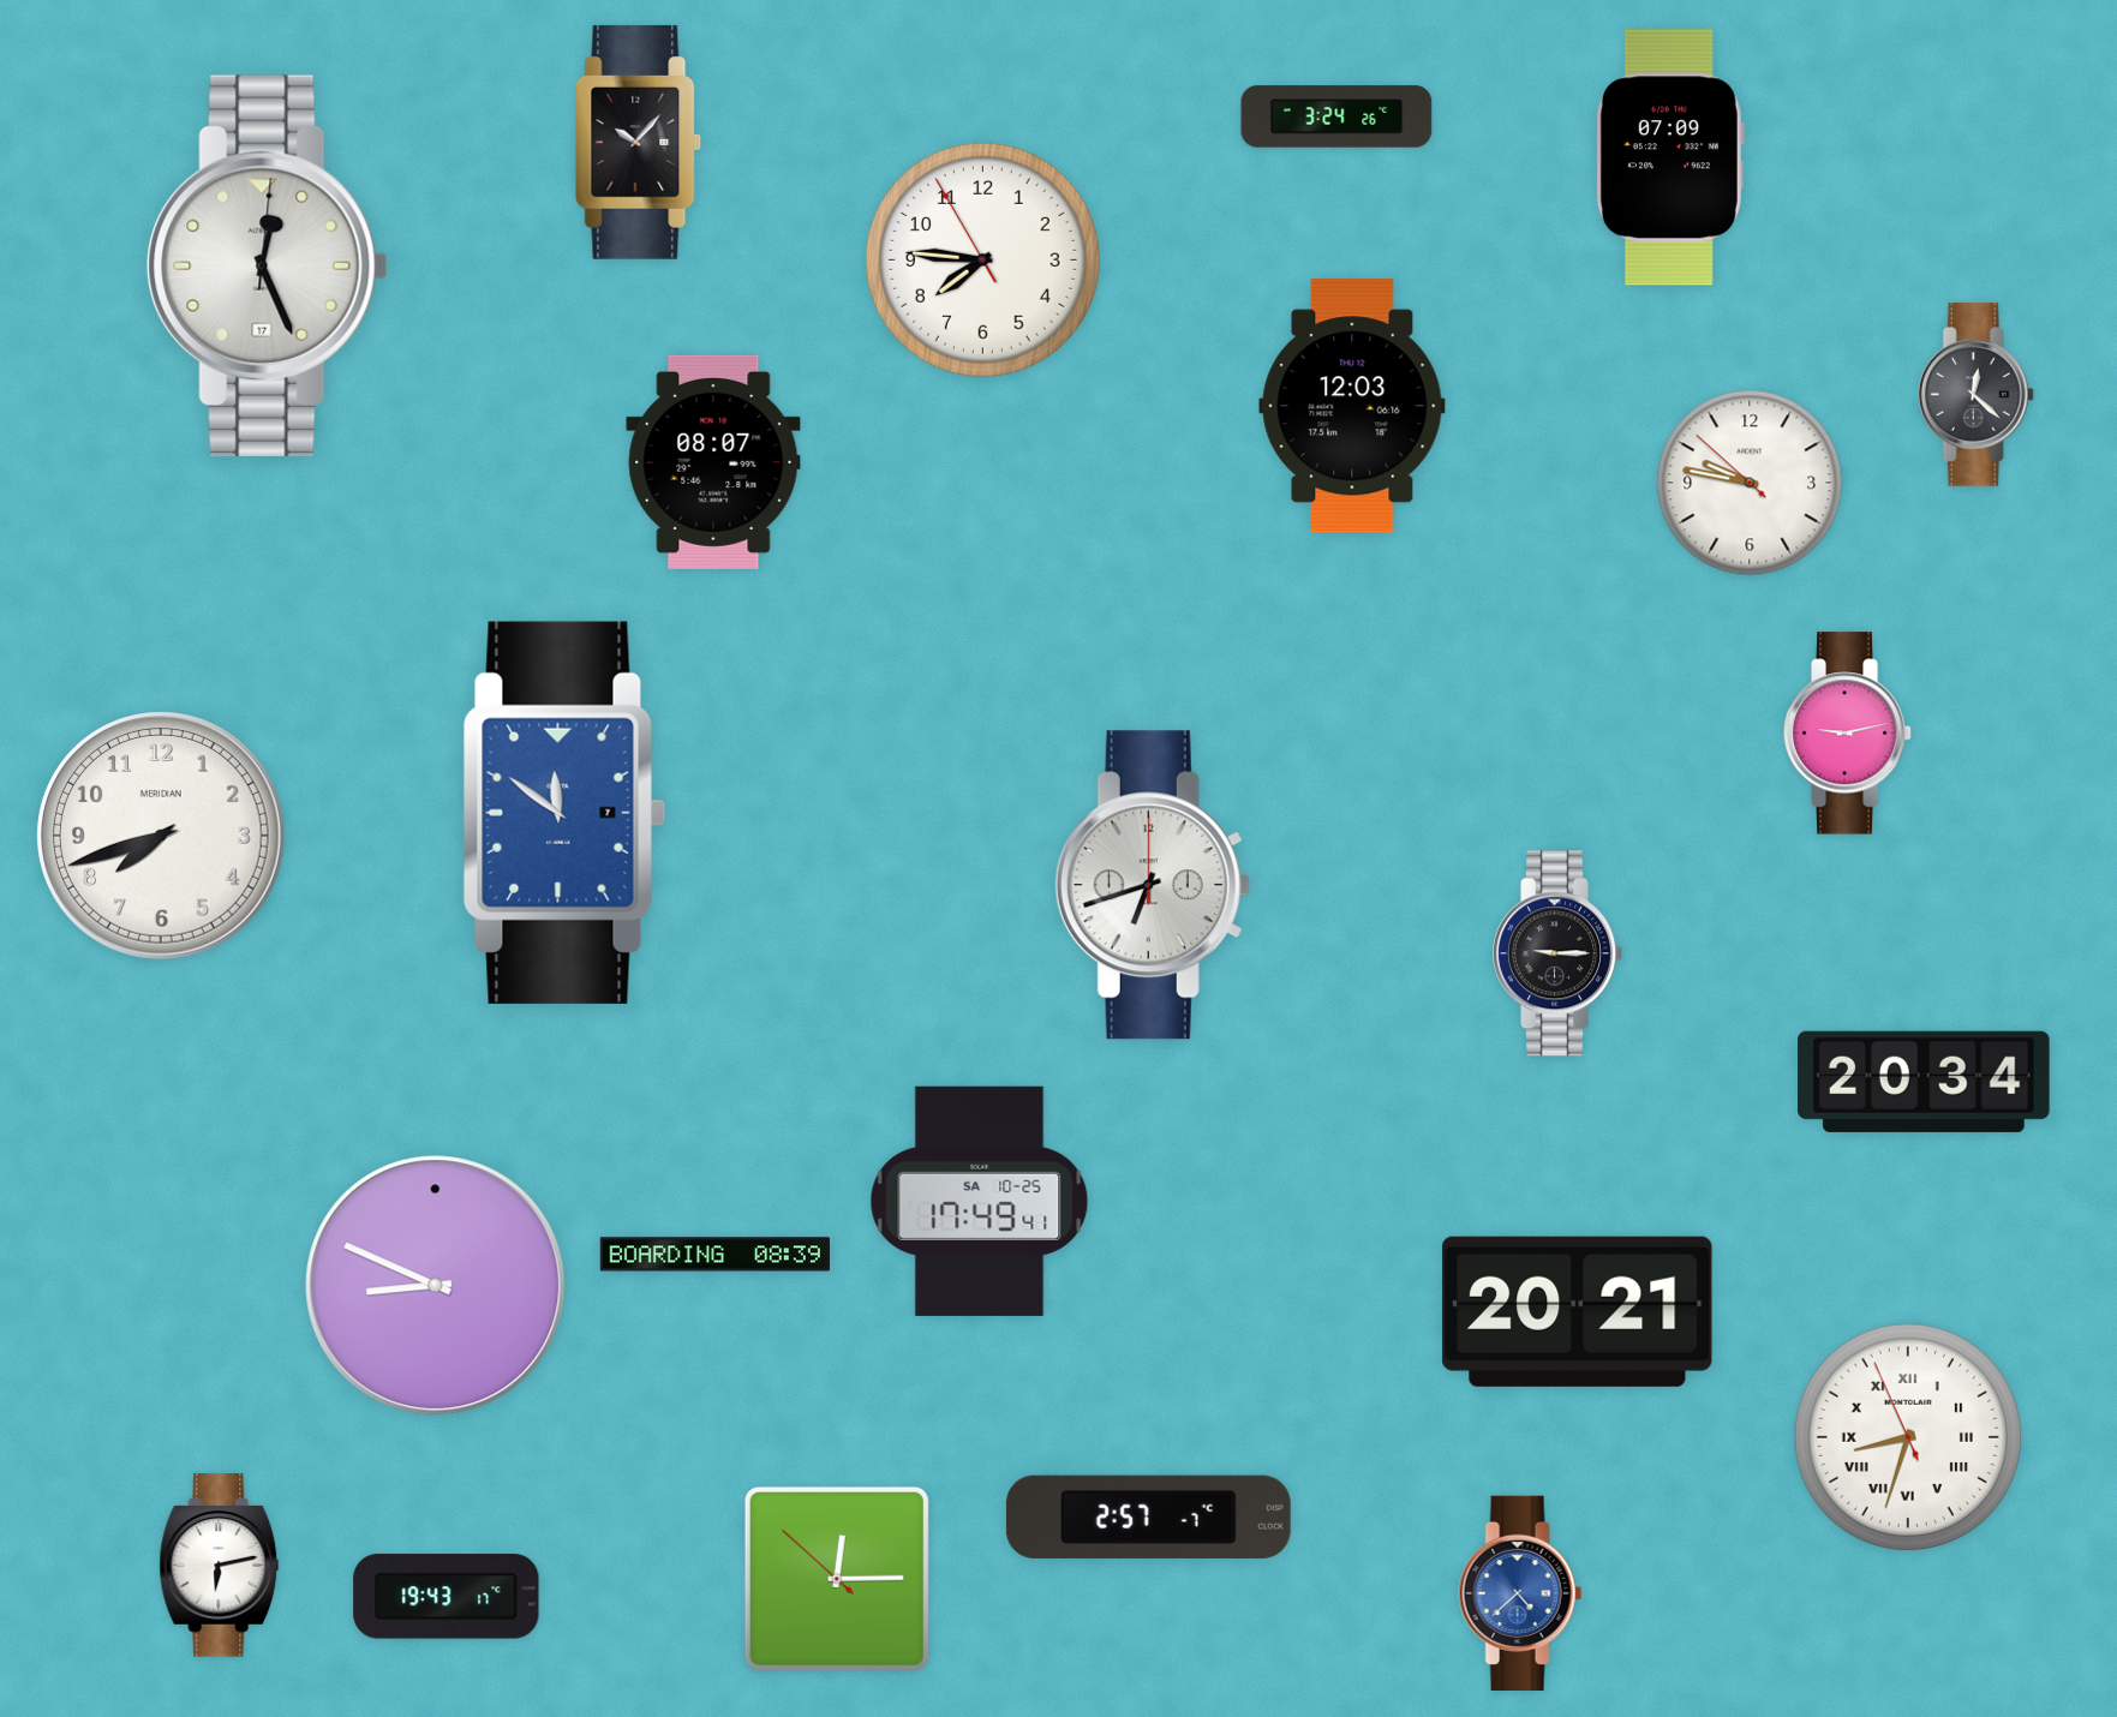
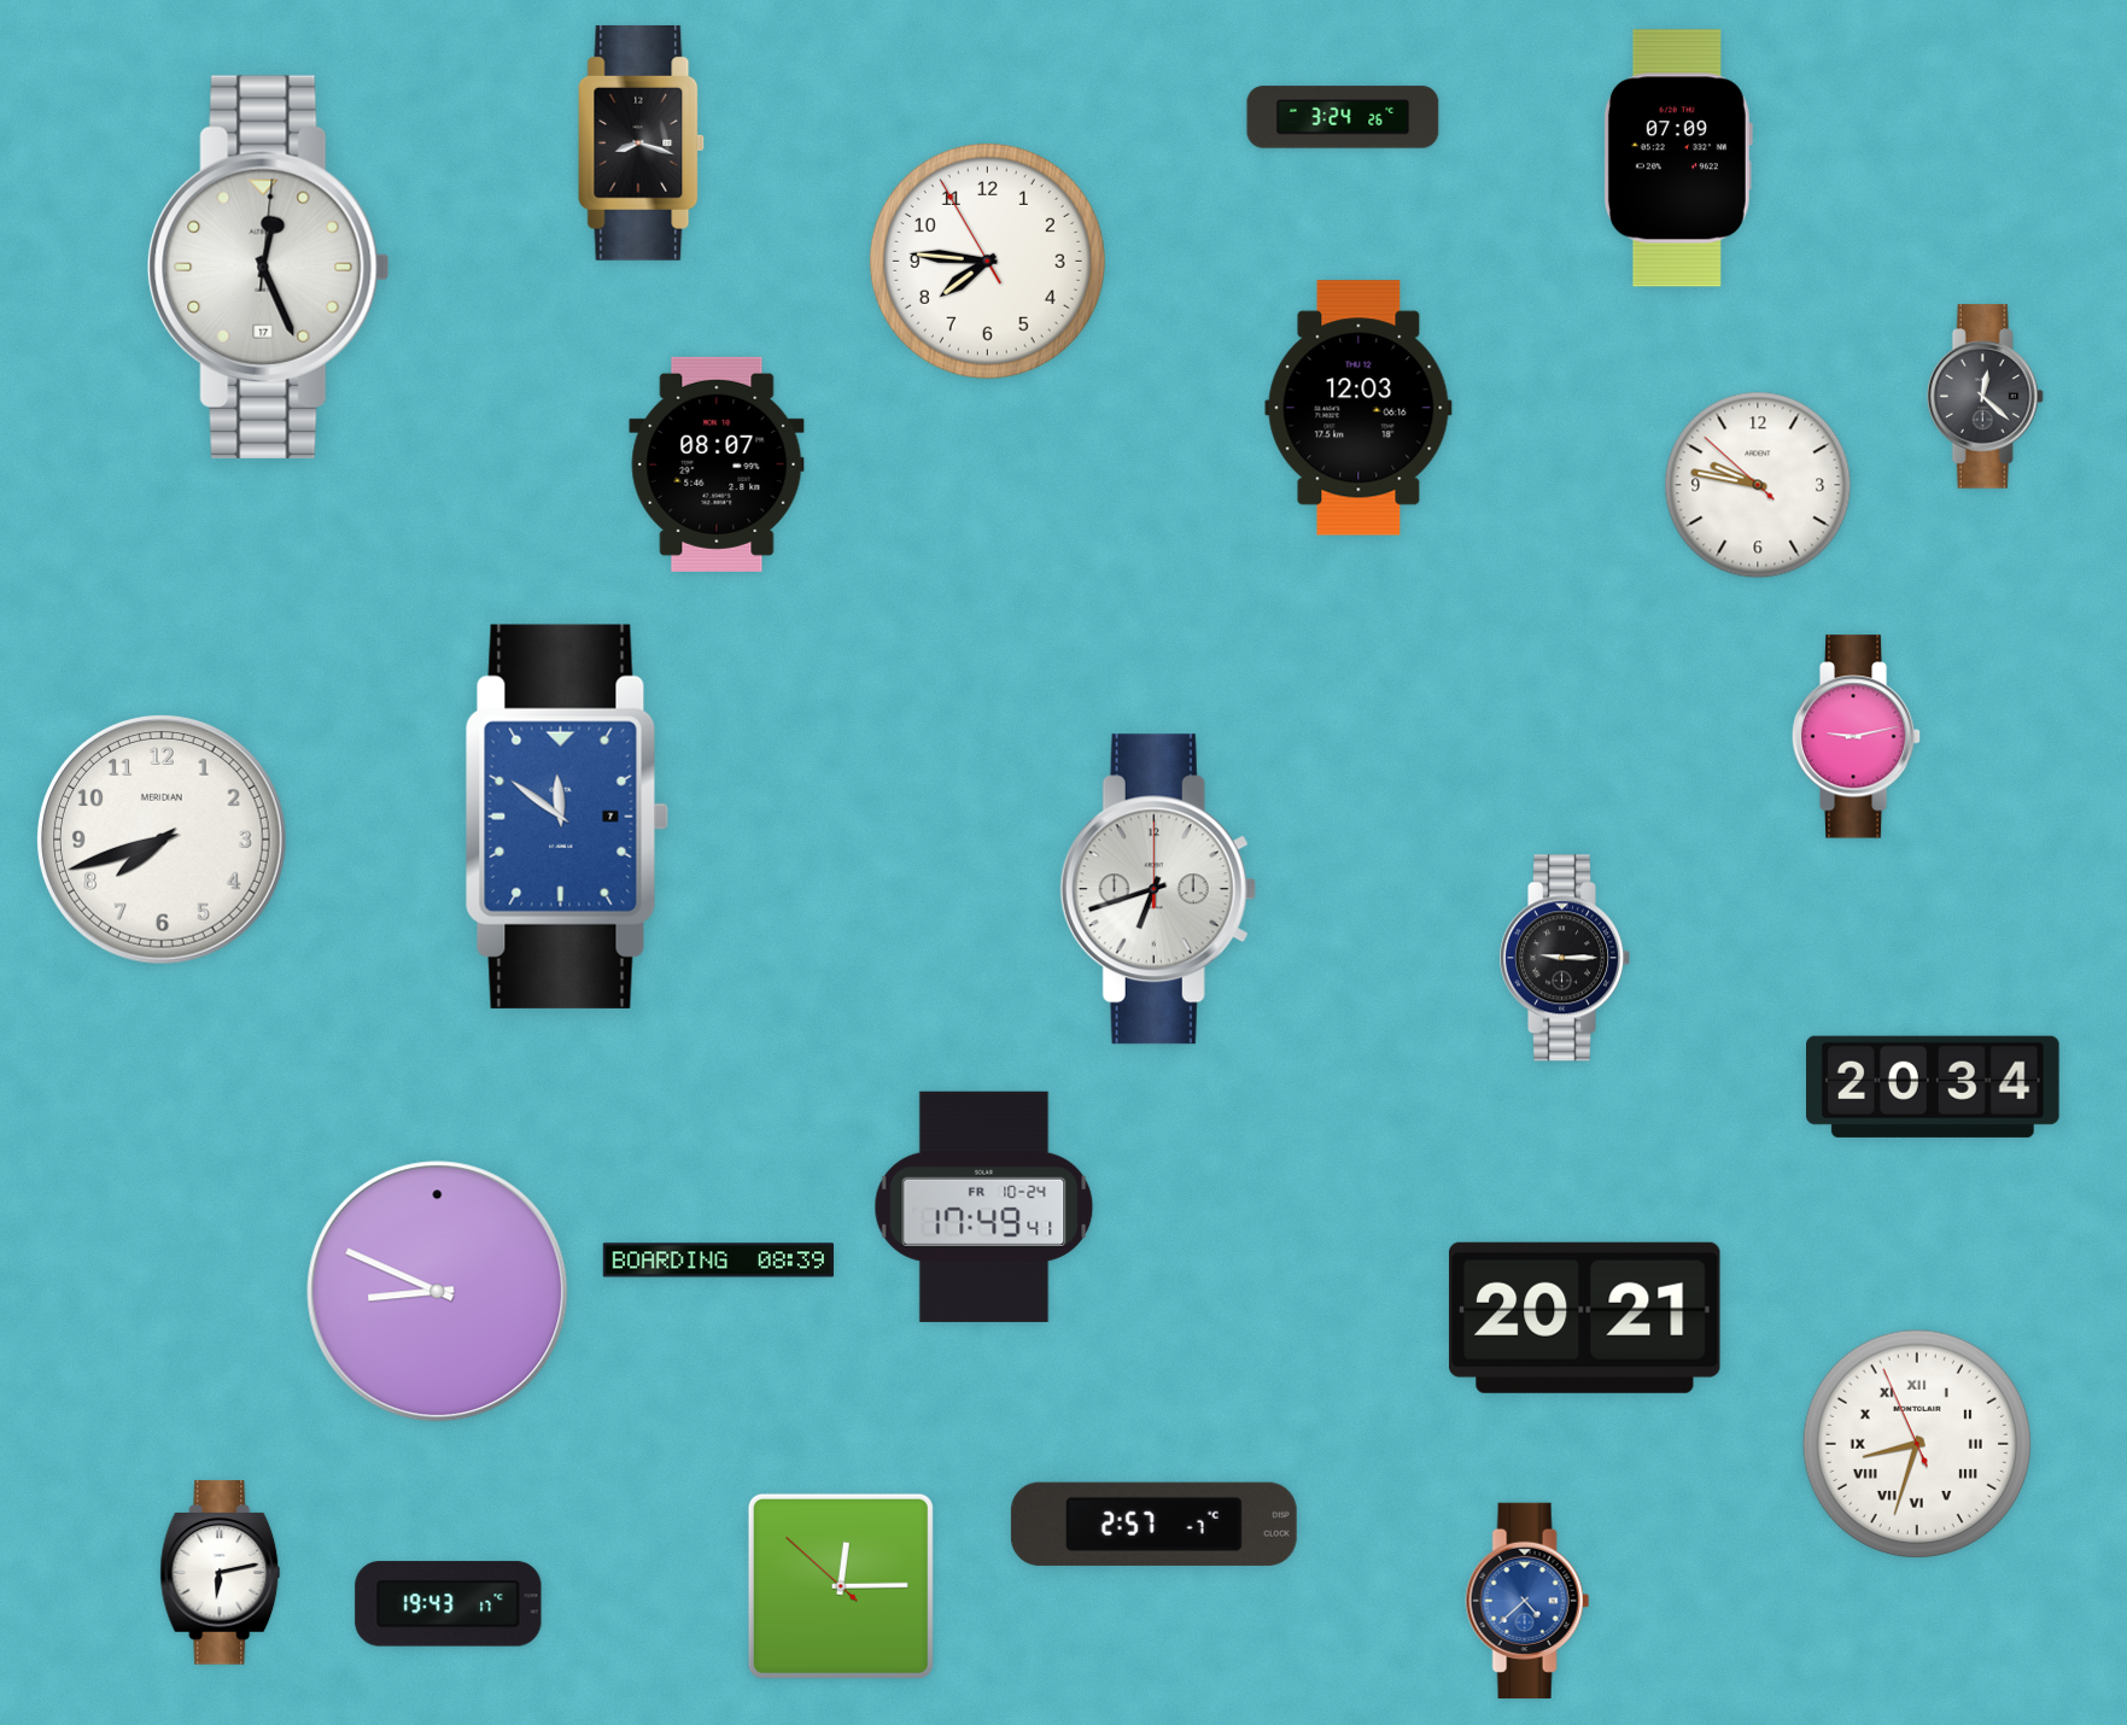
clock at (638, 142): 10:07 -> 8:18
clock at (980, 1201) date: SA 10-25 -> FR 10-24
